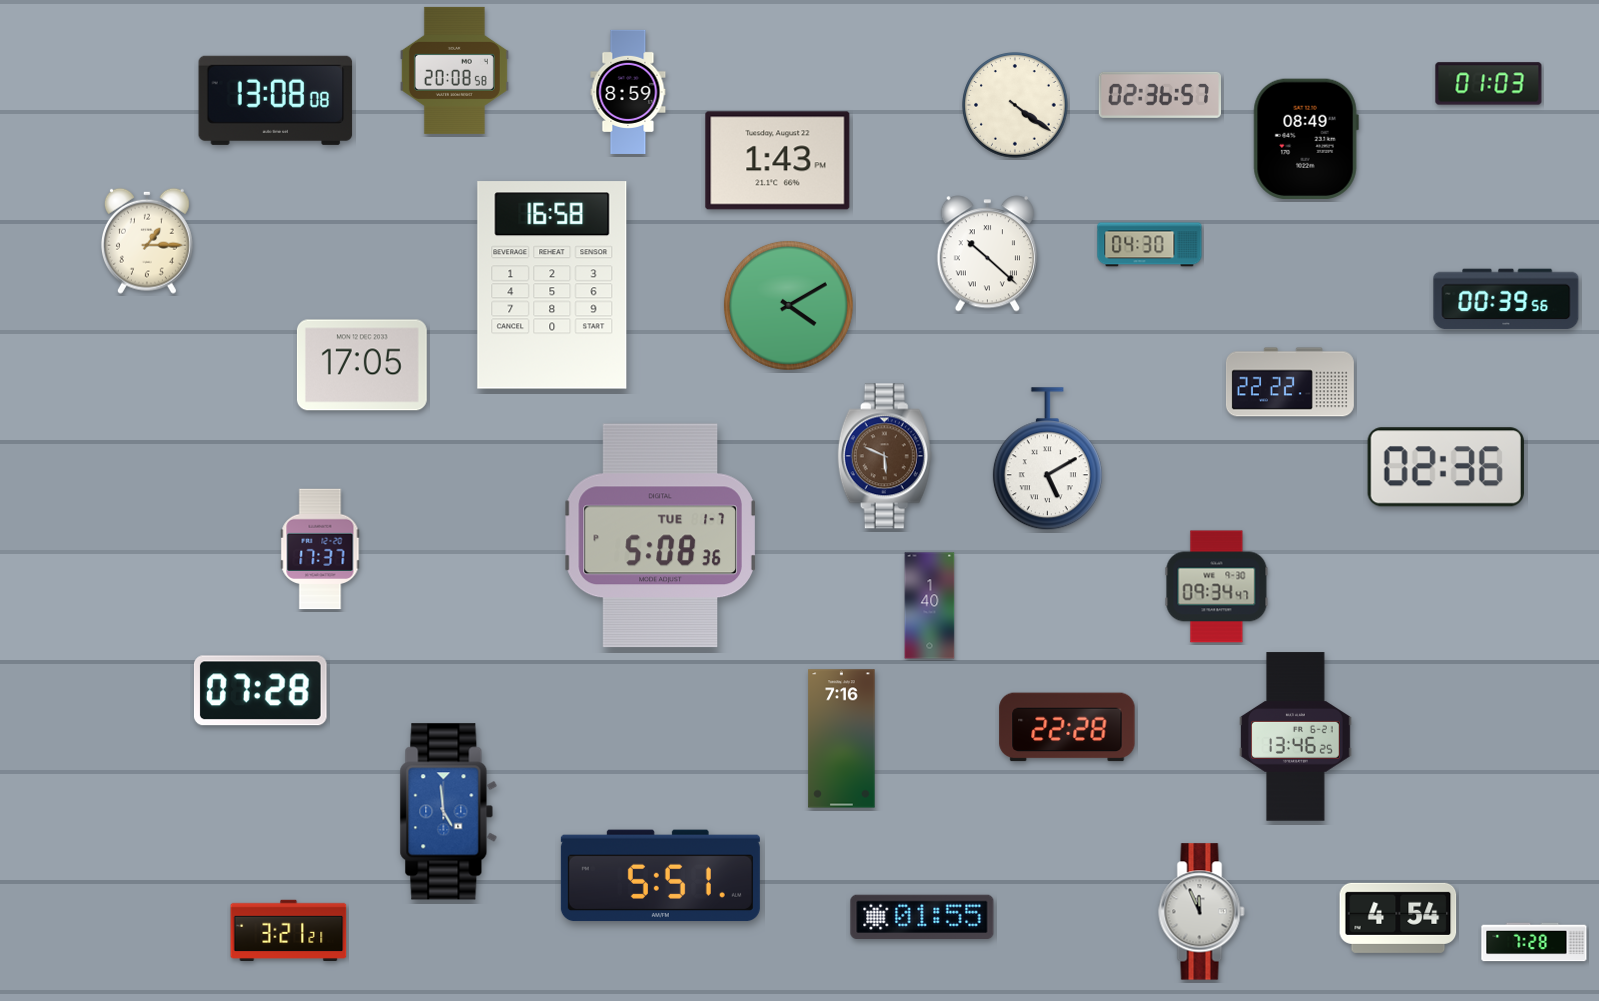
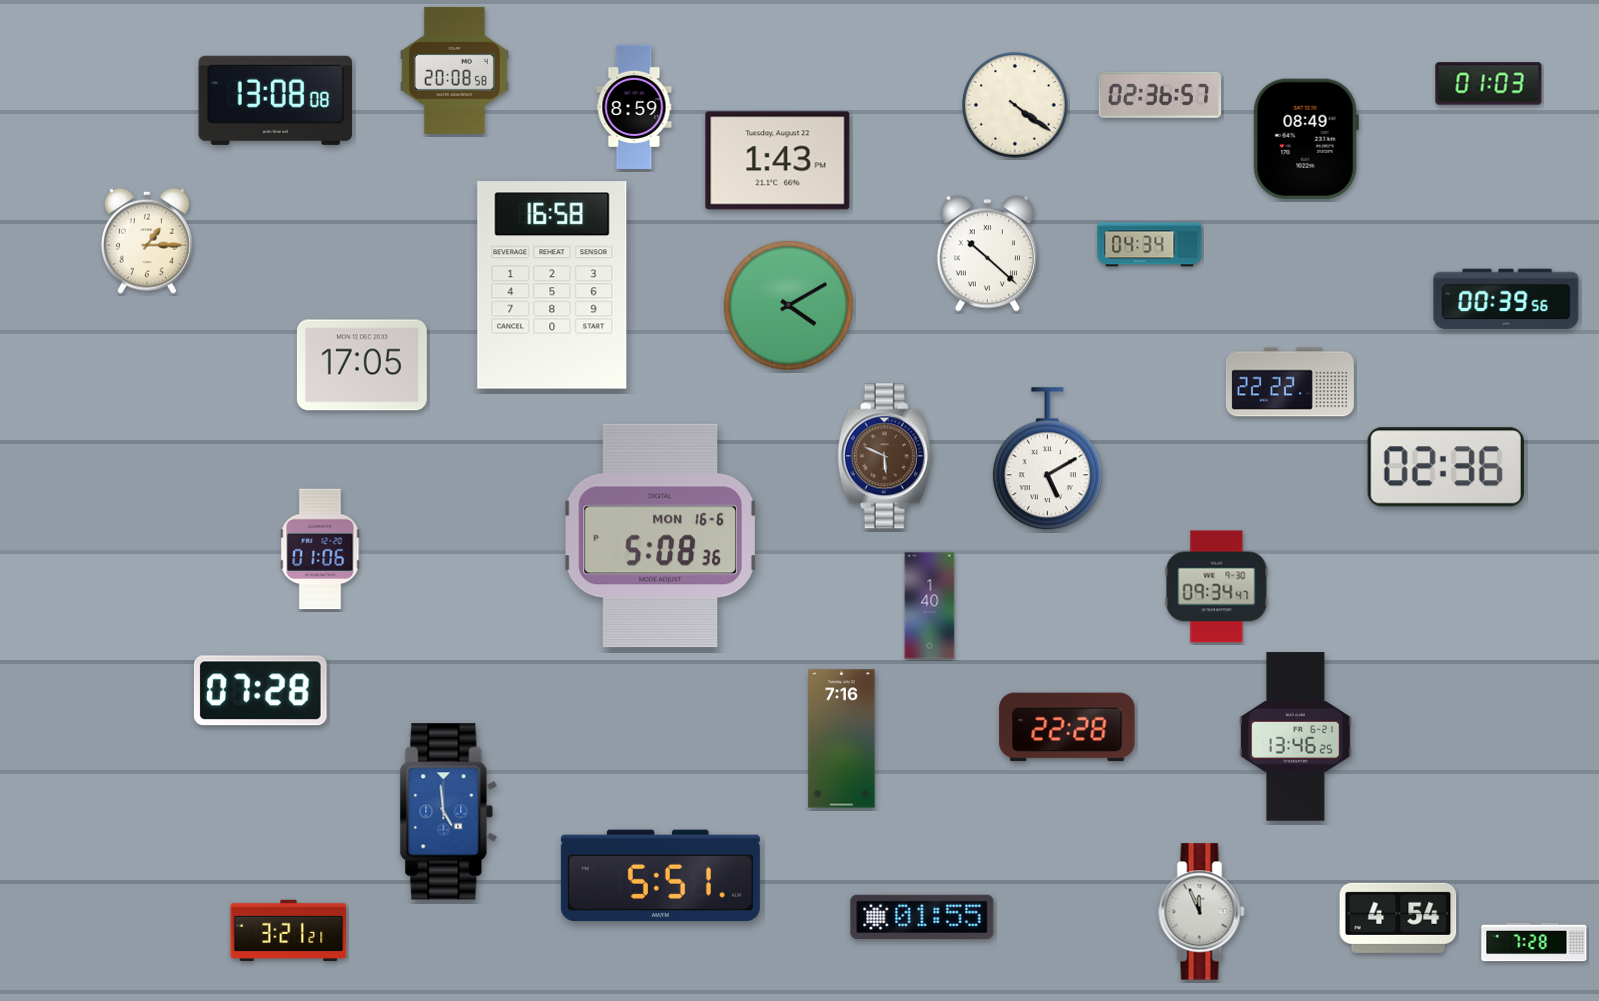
clock at (628, 92) position: (628, 92) -> (634, 107)
clock at (1150, 245): 04:30 -> 04:34
clock at (661, 536) date: TUE 1-7 -> MON 16-6
clock at (320, 549): 17:37 -> 01:06
